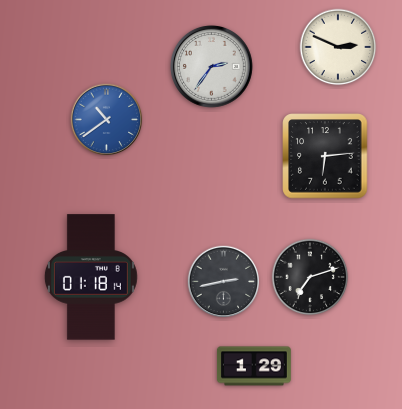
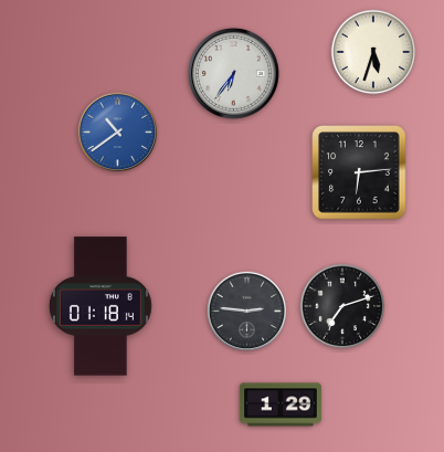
clock at (338, 47): 2:49 -> 5:33
clock at (212, 67): 2:36 -> 6:36
clock at (224, 282): 2:43 -> 2:46
